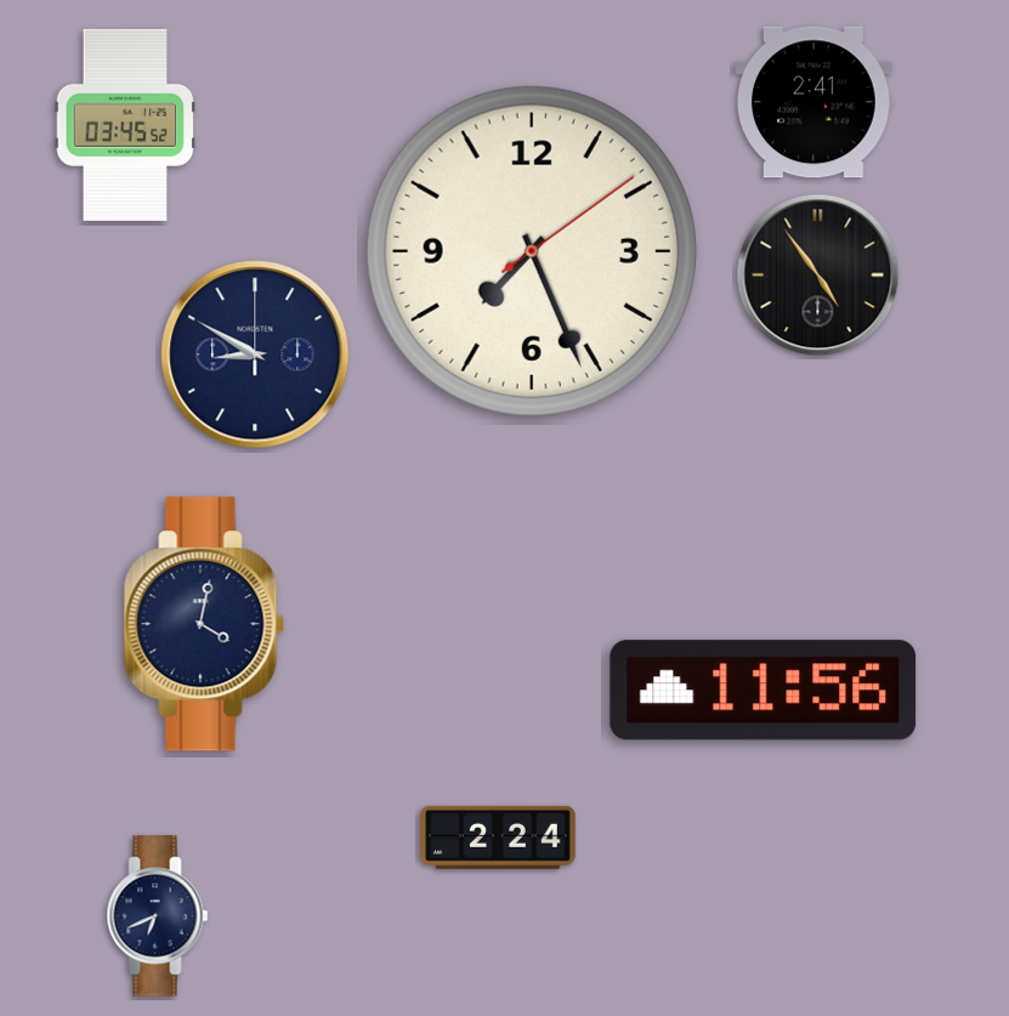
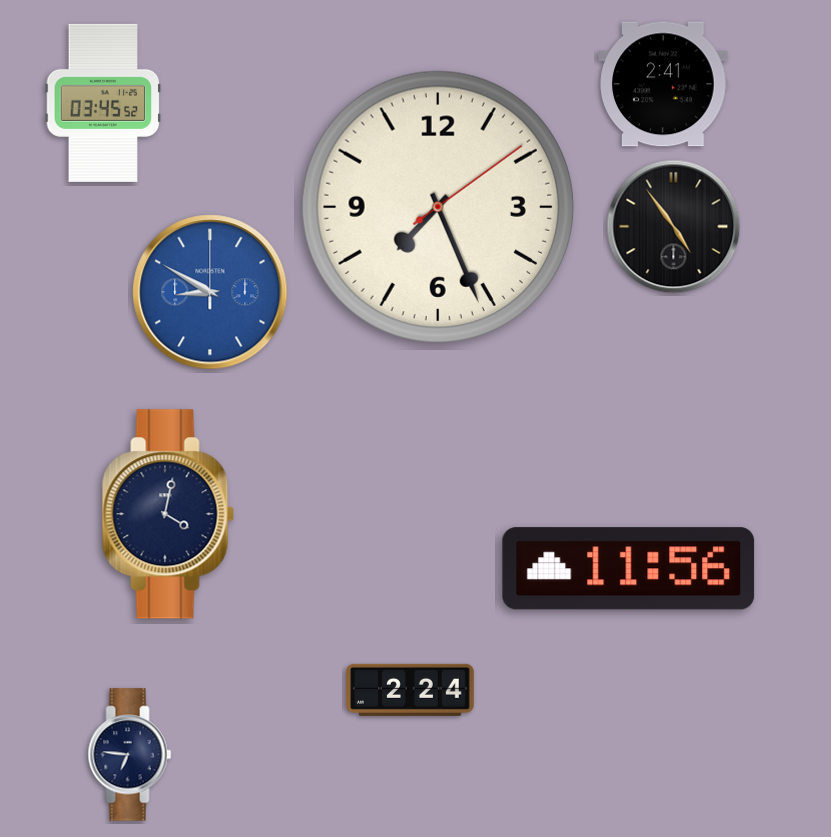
clock at (814, 102) position: (814, 102) -> (663, 84)
clock at (255, 354) dial: navy -> blue
clock at (158, 916): 6:41 -> 6:46
